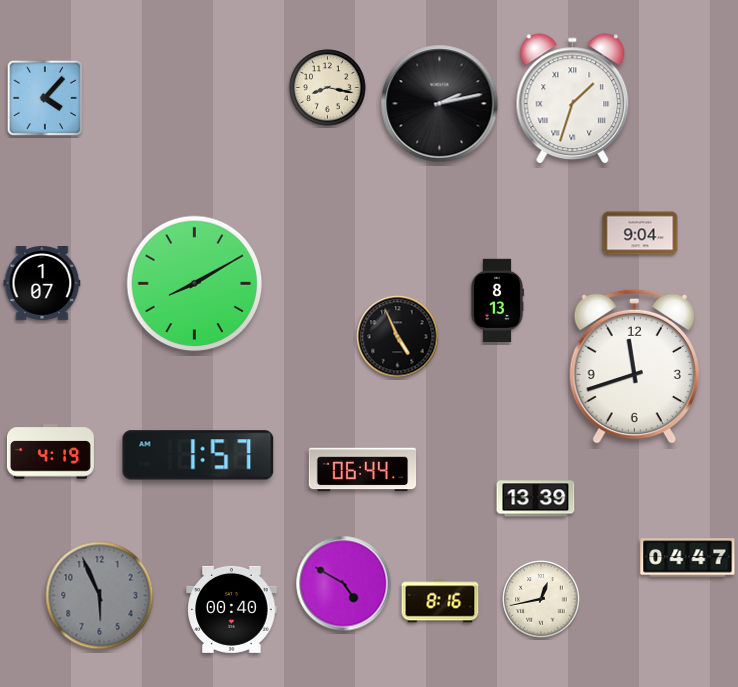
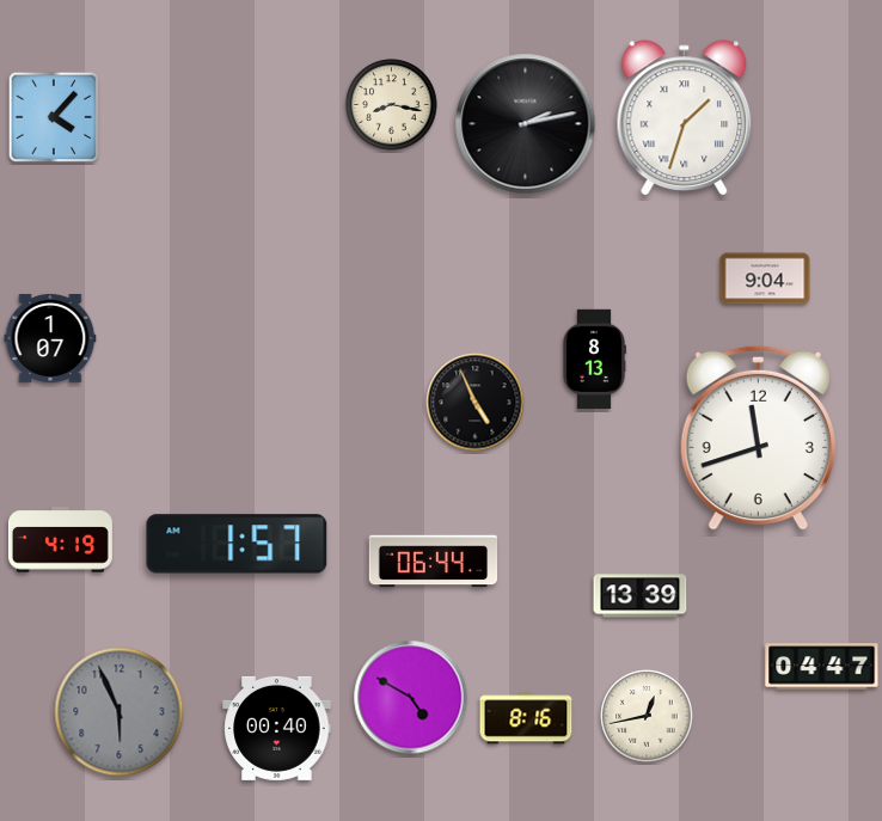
clock at (195, 284): 8:10 -> none
